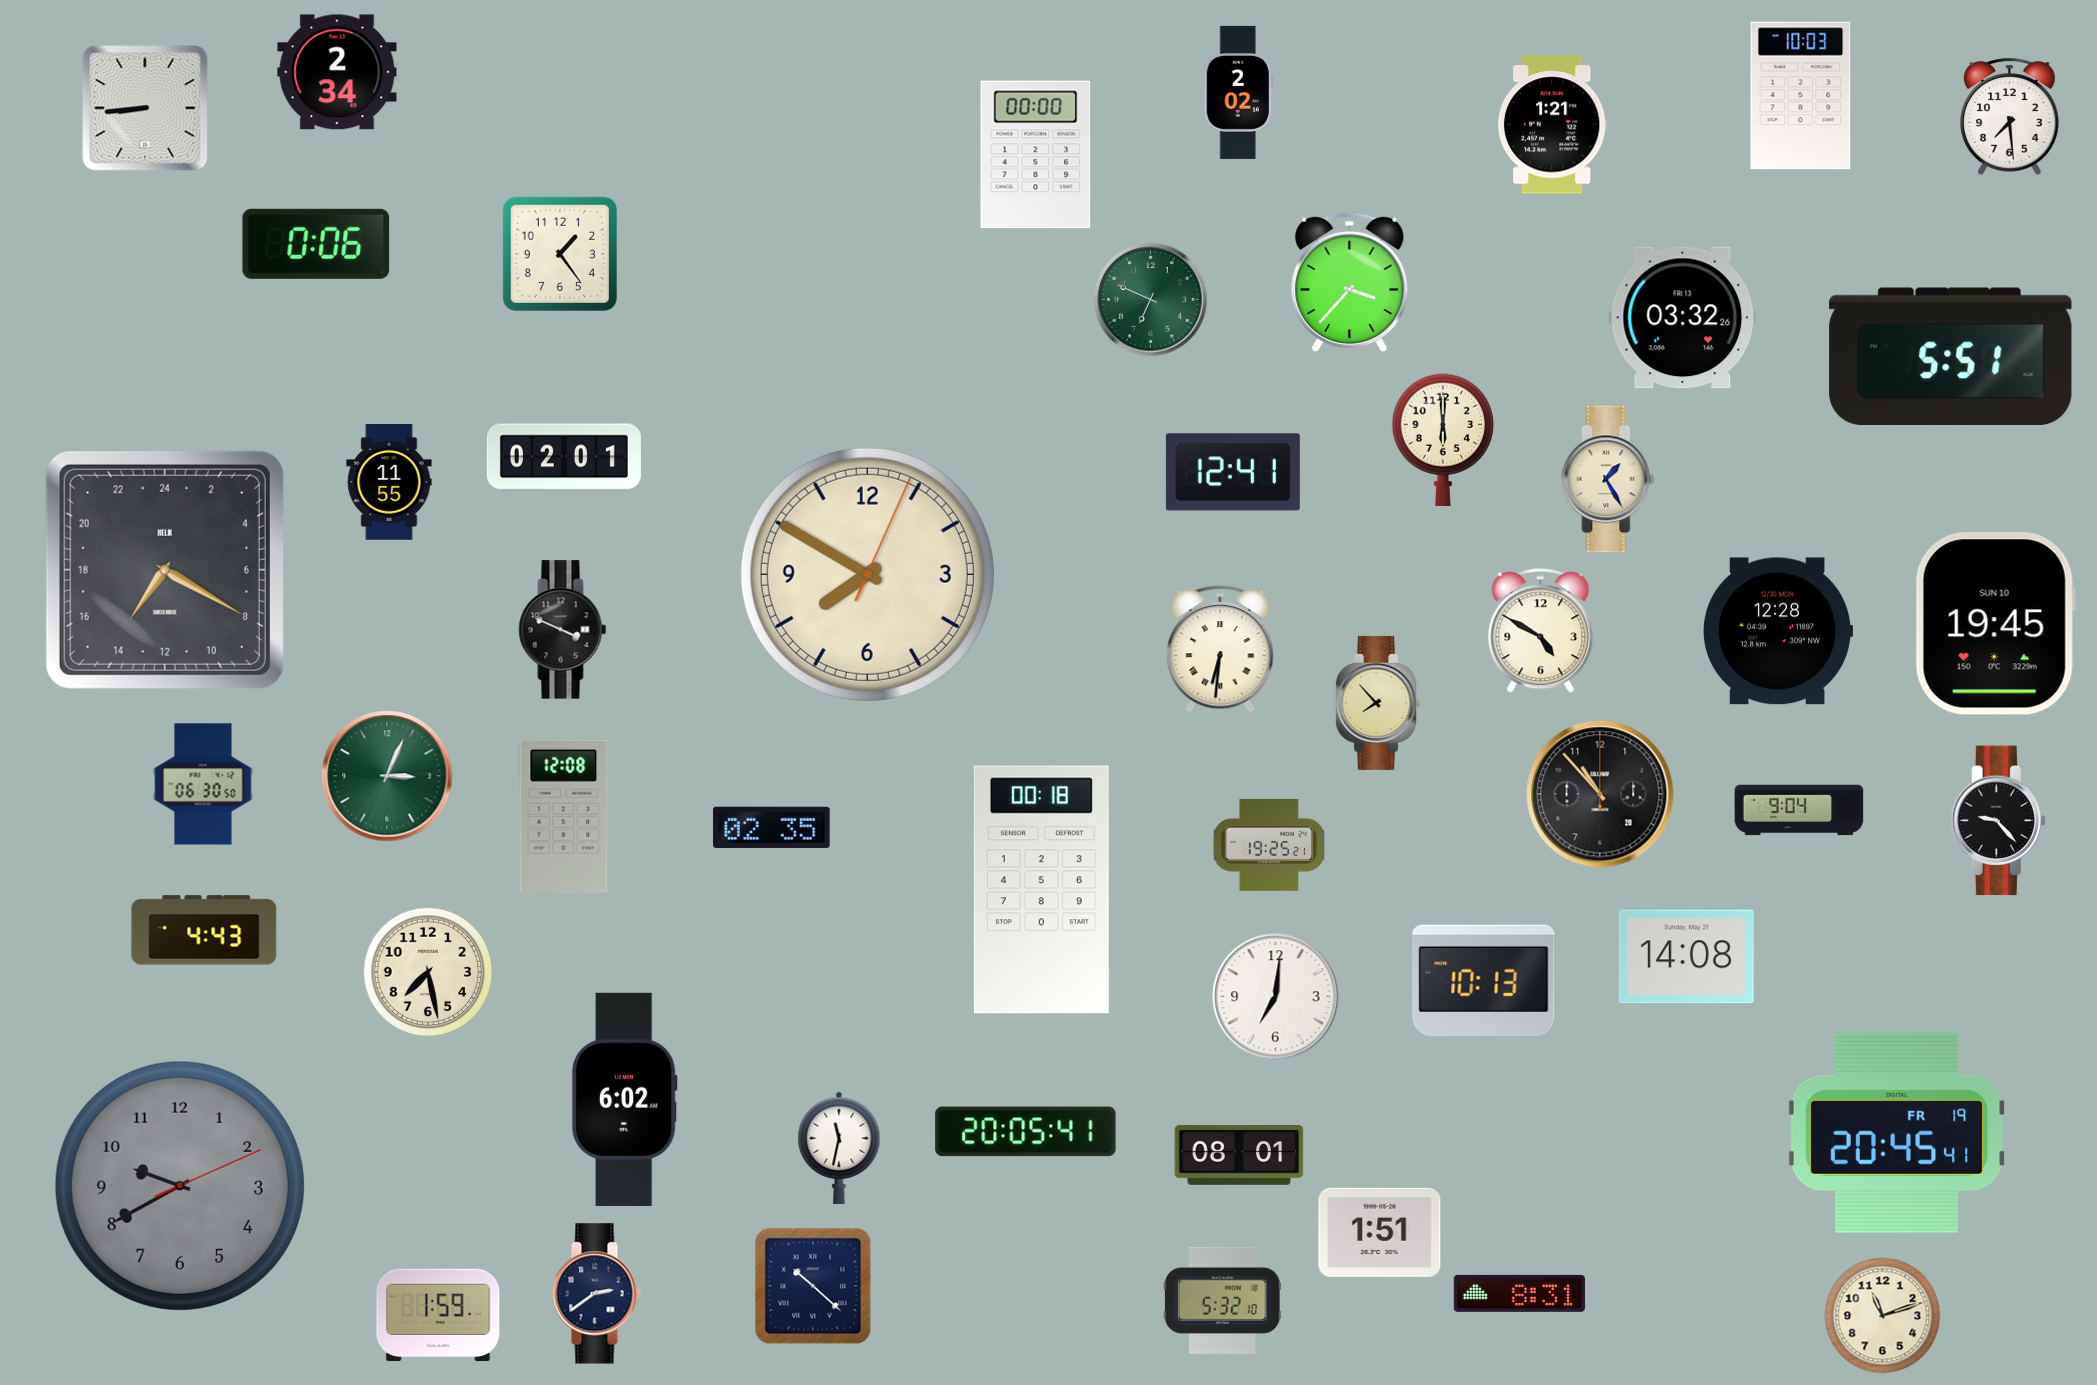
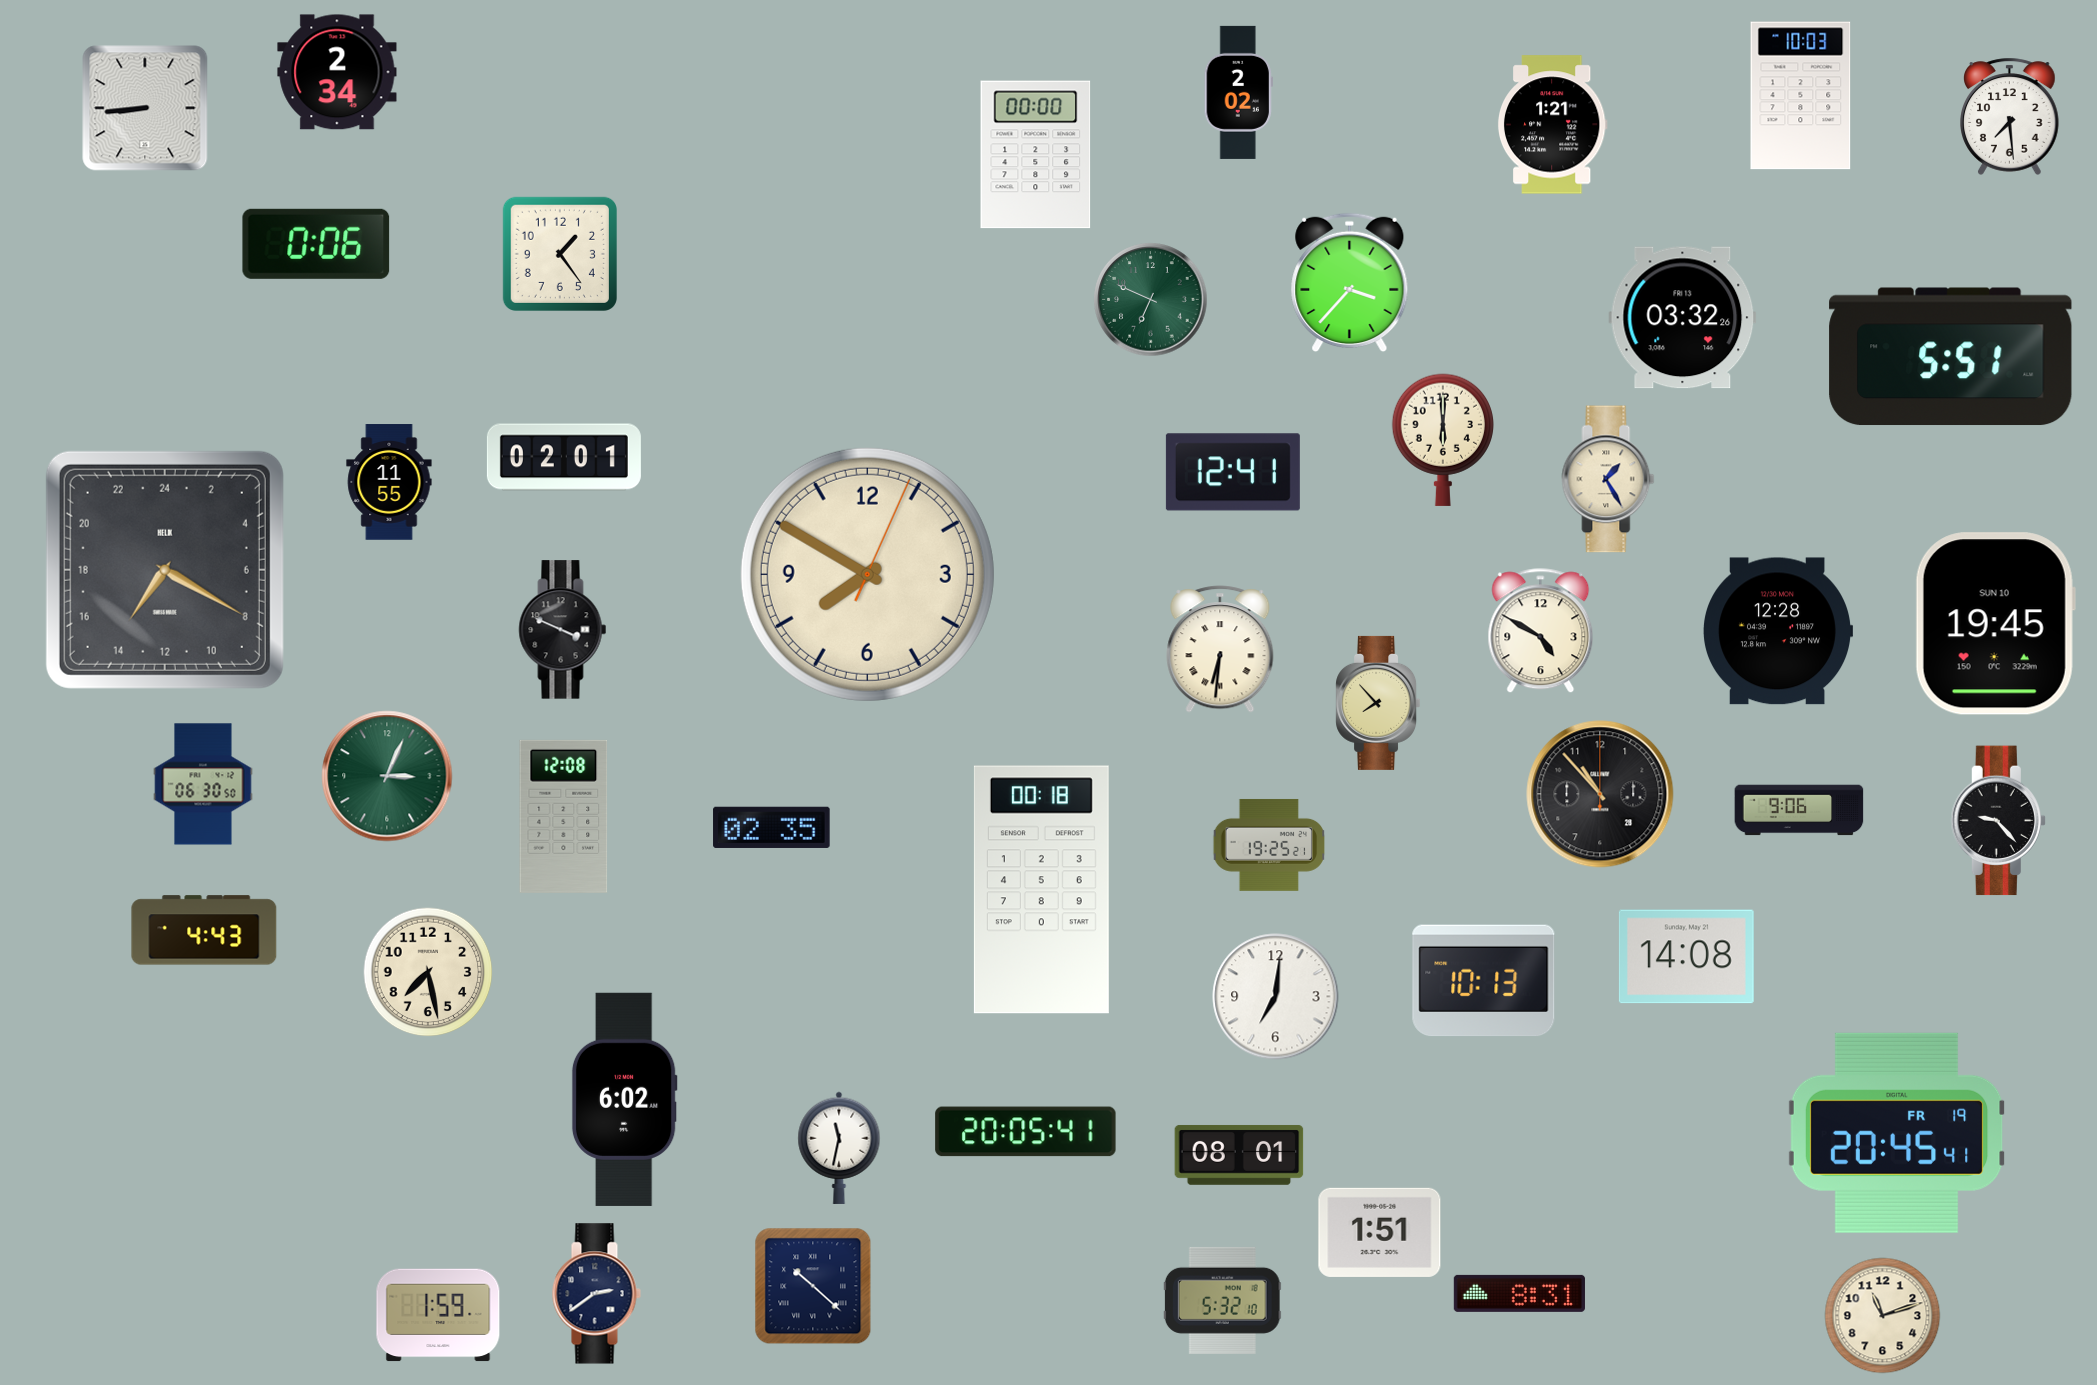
clock at (1799, 810): 9:04 -> 9:06
clock at (180, 1186): 9:40 -> none
